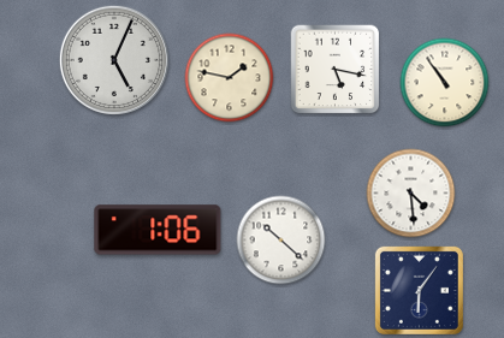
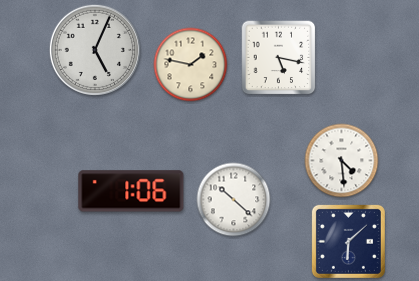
clock at (445, 83): 10:54 -> none
clock at (419, 290): 6:06 -> 6:08
